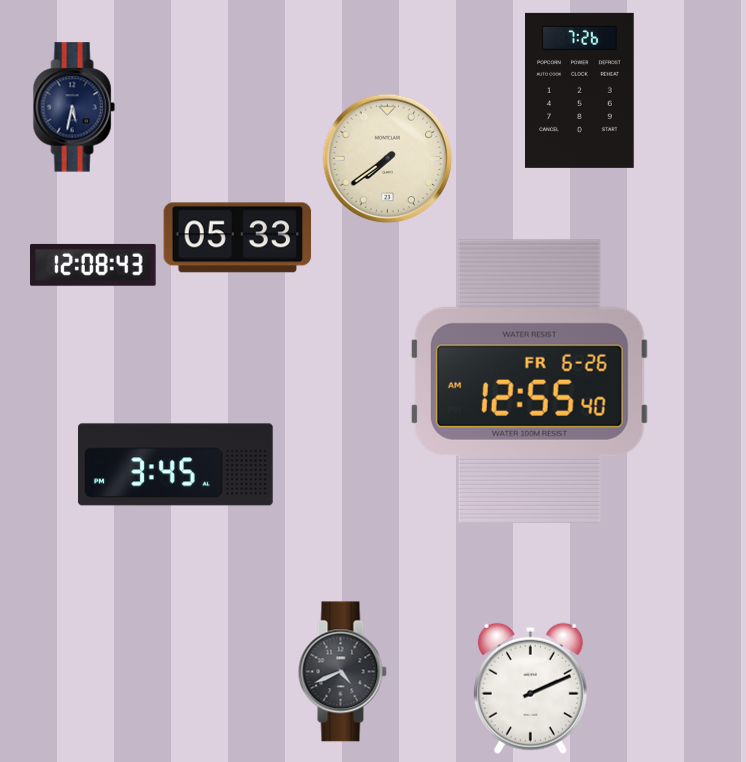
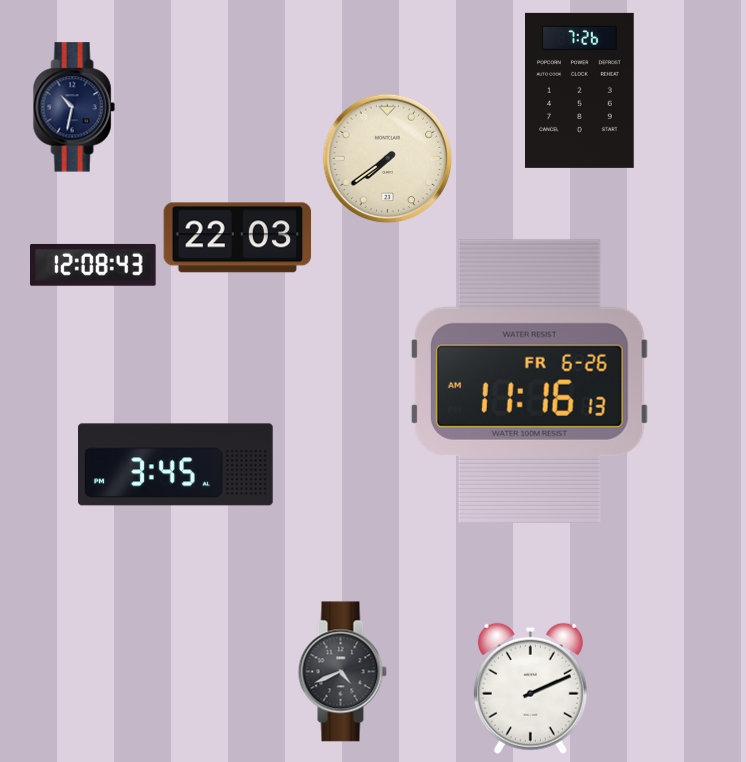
clock at (74, 107): 5:32 -> 10:32
clock at (238, 238): 05:33 -> 22:03
clock at (529, 381): 12:55 -> 11:16
